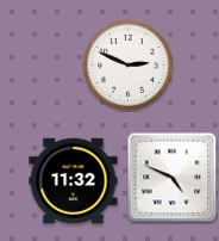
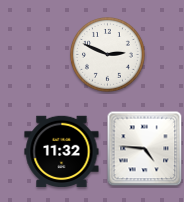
clock at (173, 178): 4:49 -> 4:46
